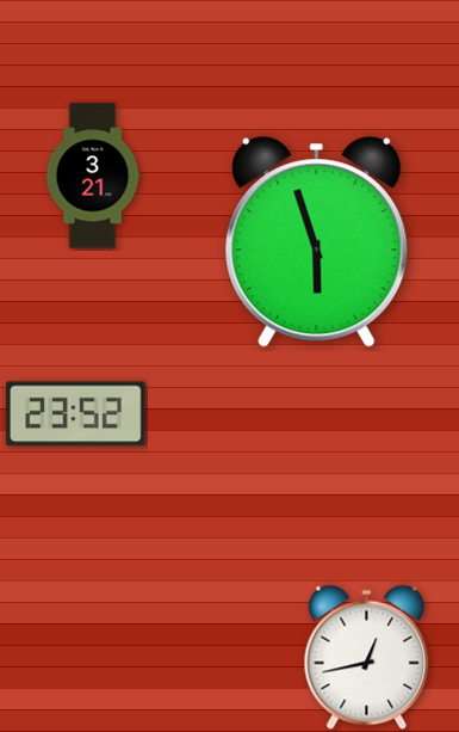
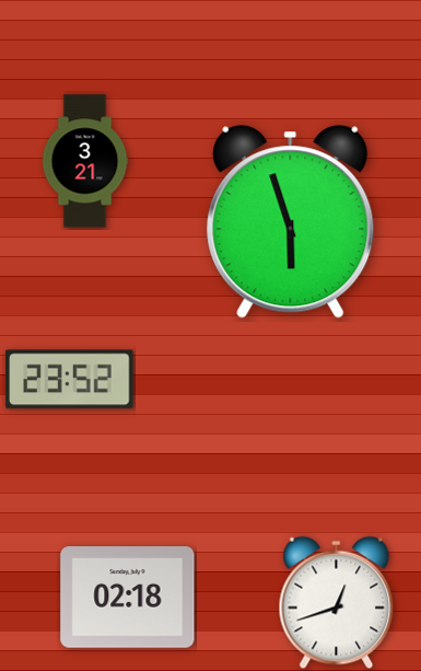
clock at (128, 598): none -> 02:18
clock at (367, 658): 12:43 -> 12:42
